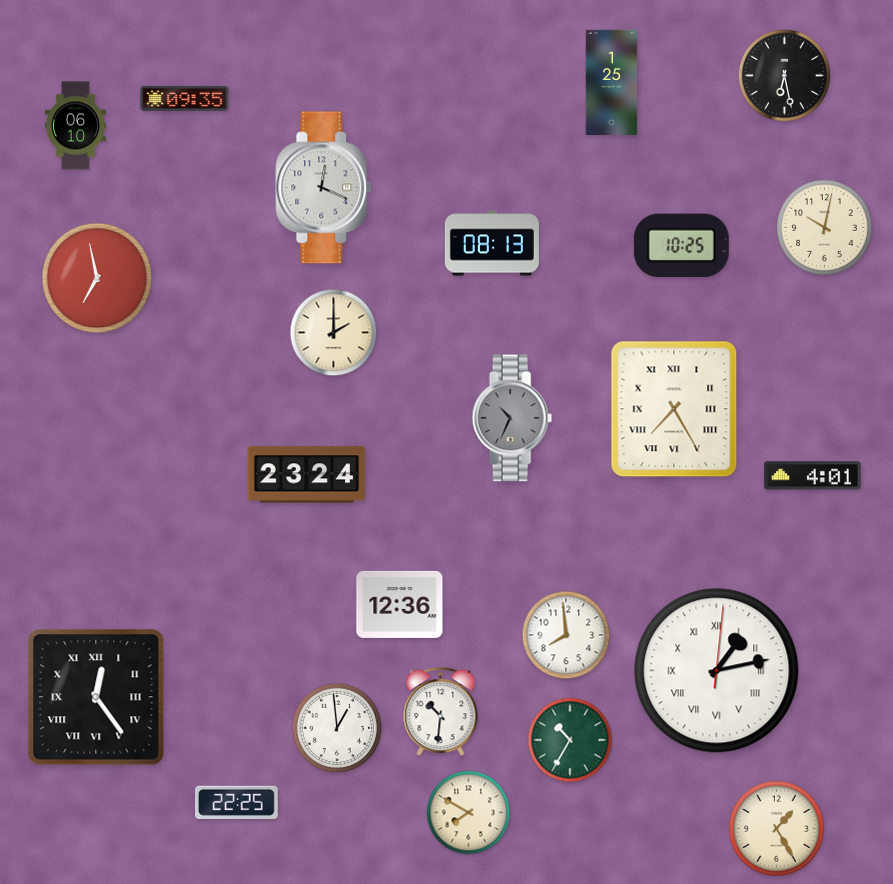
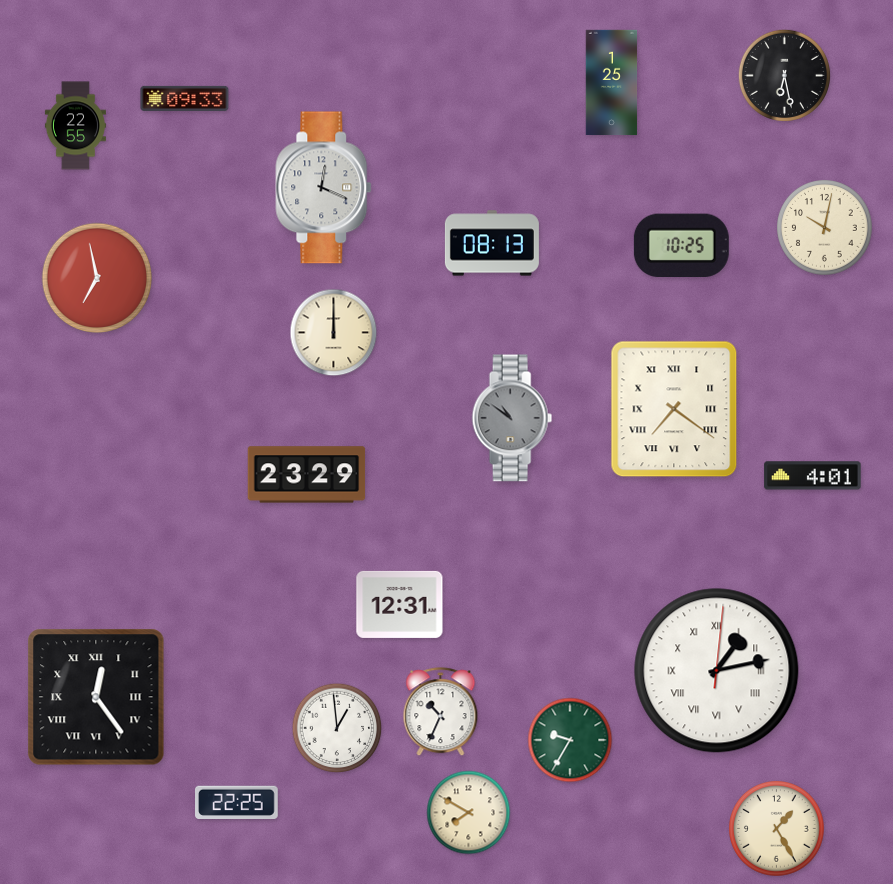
clock at (185, 98): 09:35 -> 09:33
clock at (75, 126): 06:10 -> 22:55
clock at (334, 333): 2:00 -> 12:00
clock at (674, 409): 7:25 -> 7:21
clock at (512, 418): 10:34 -> 10:51
clock at (307, 475): 23:24 -> 23:29
clock at (400, 604): 12:36 -> 12:31
clock at (566, 635): 7:59 -> none
clock at (441, 712): 10:31 -> 10:34
clock at (570, 740): 10:35 -> 9:35
